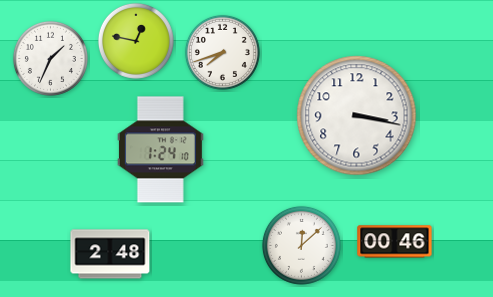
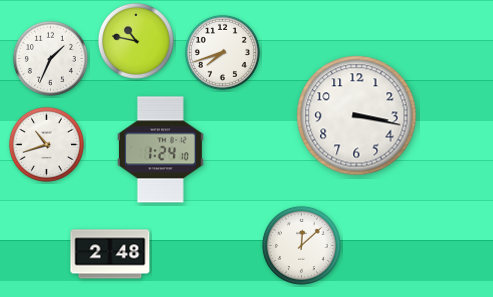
clock at (136, 41): 12:47 -> 10:47
clock at (46, 144): none -> 10:42
clock at (395, 242): 00:46 -> none
